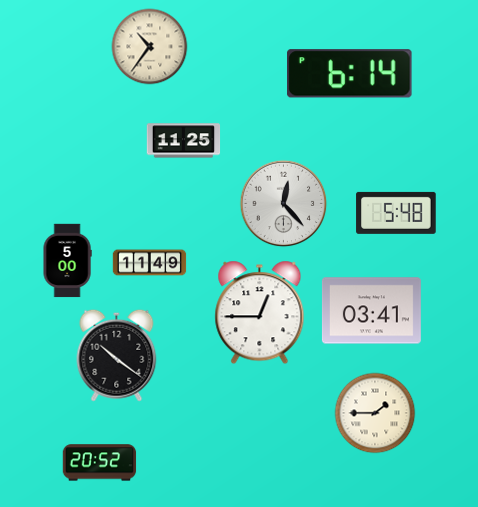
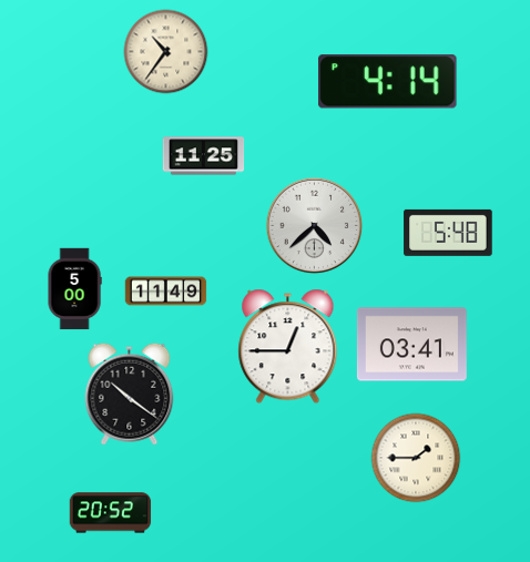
clock at (350, 74): 6:14 -> 4:14
clock at (284, 204): 12:23 -> 4:38
clock at (396, 213) position: (396, 213) -> (448, 233)
